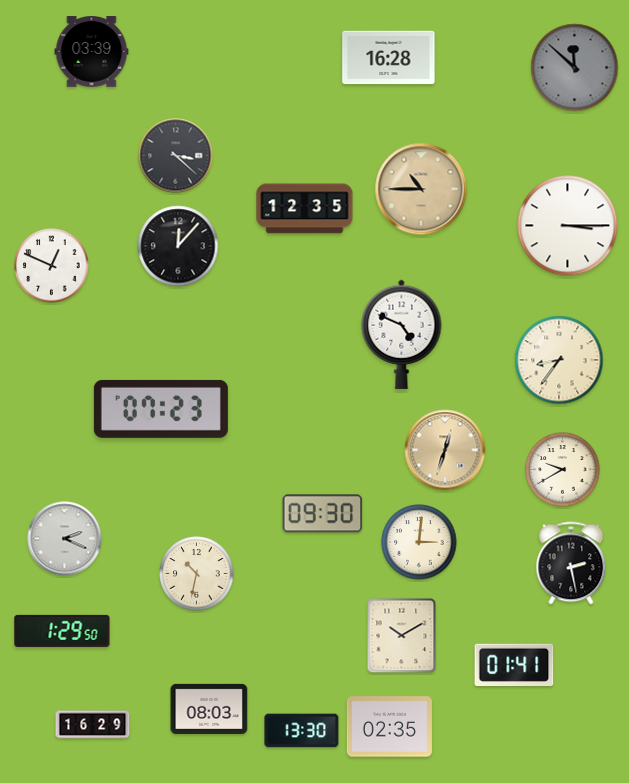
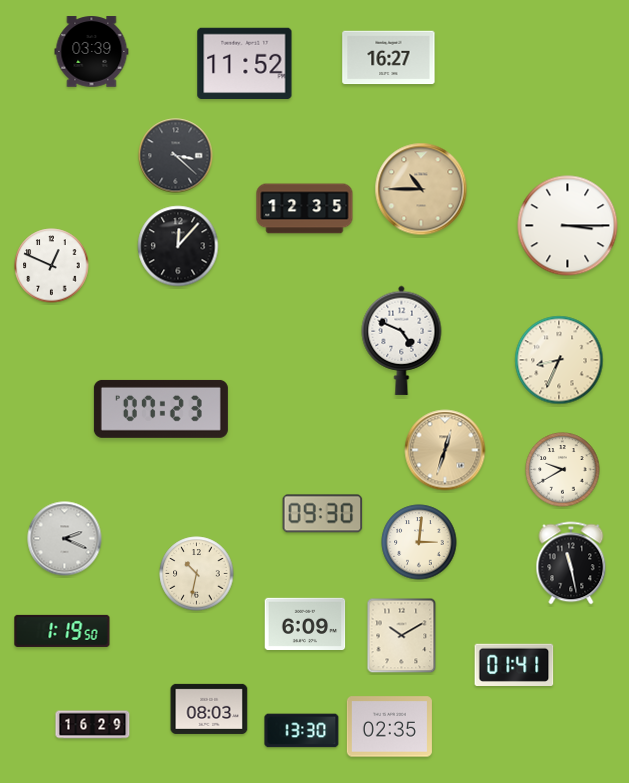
clock at (389, 58): 16:28 -> 16:27
clock at (245, 64): none -> 11:52
clock at (575, 68): 11:52 -> none
clock at (402, 334) position: (402, 334) -> (402, 340)
clock at (559, 360): 8:36 -> 8:34
clock at (571, 563): 2:28 -> 11:28
clock at (305, 623): none -> 6:09
clock at (62, 631): 1:29 -> 1:19
